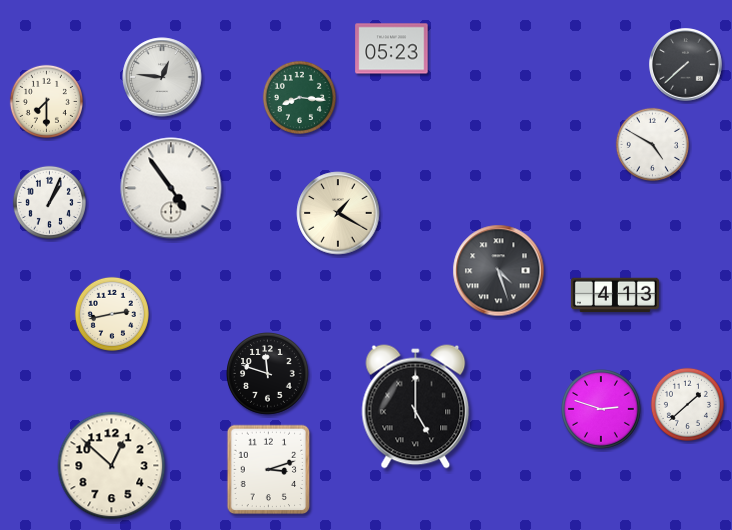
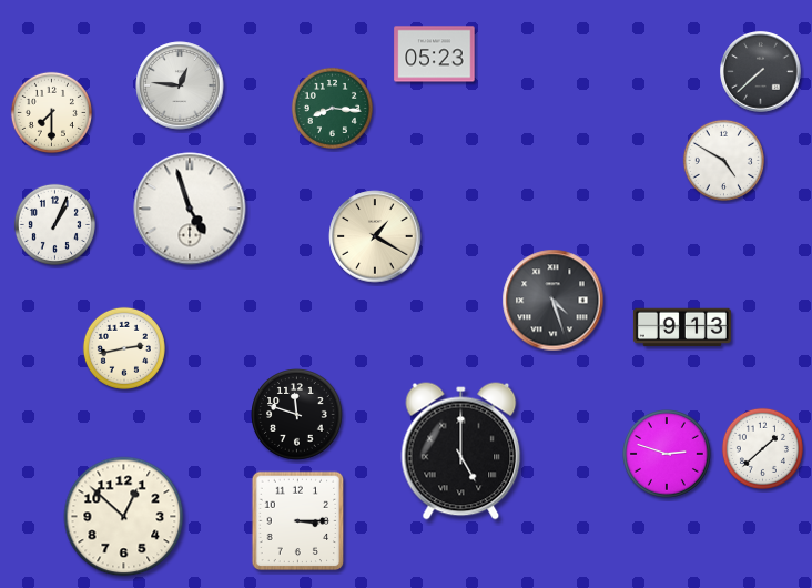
clock at (171, 188): 4:54 -> 4:57
clock at (615, 295): 4:13 -> 9:13
clock at (269, 470): 3:12 -> 3:15
